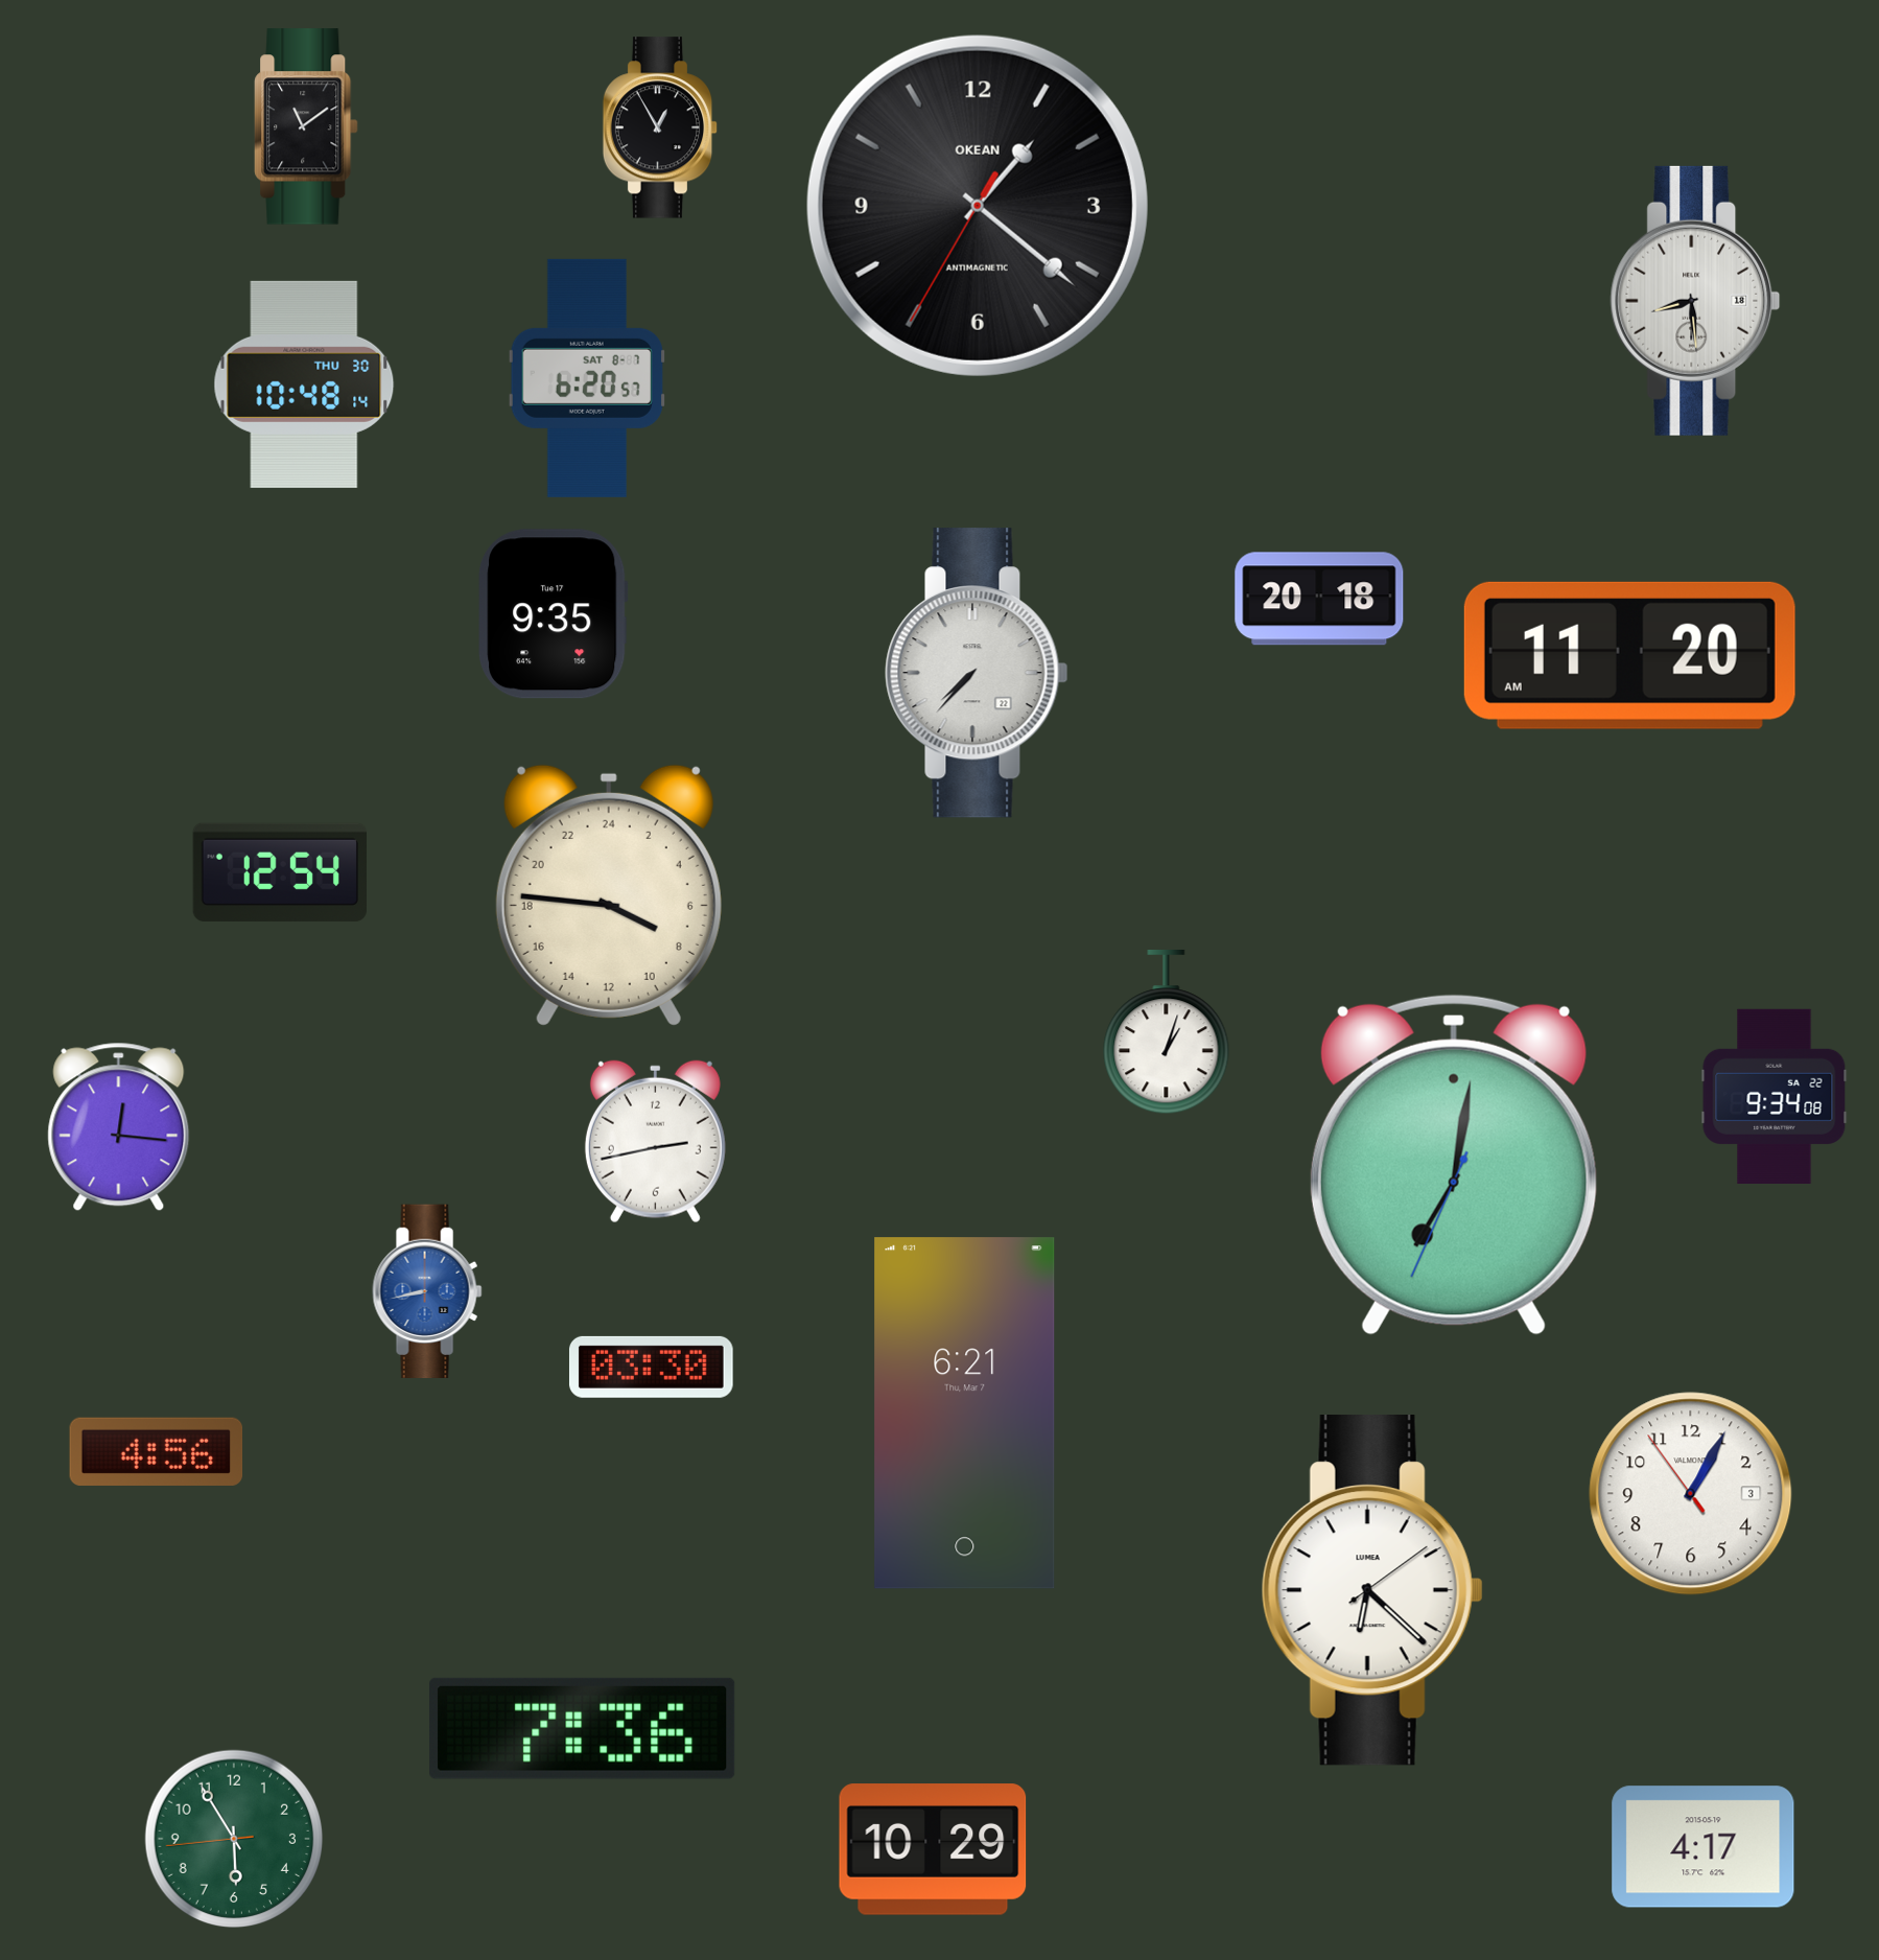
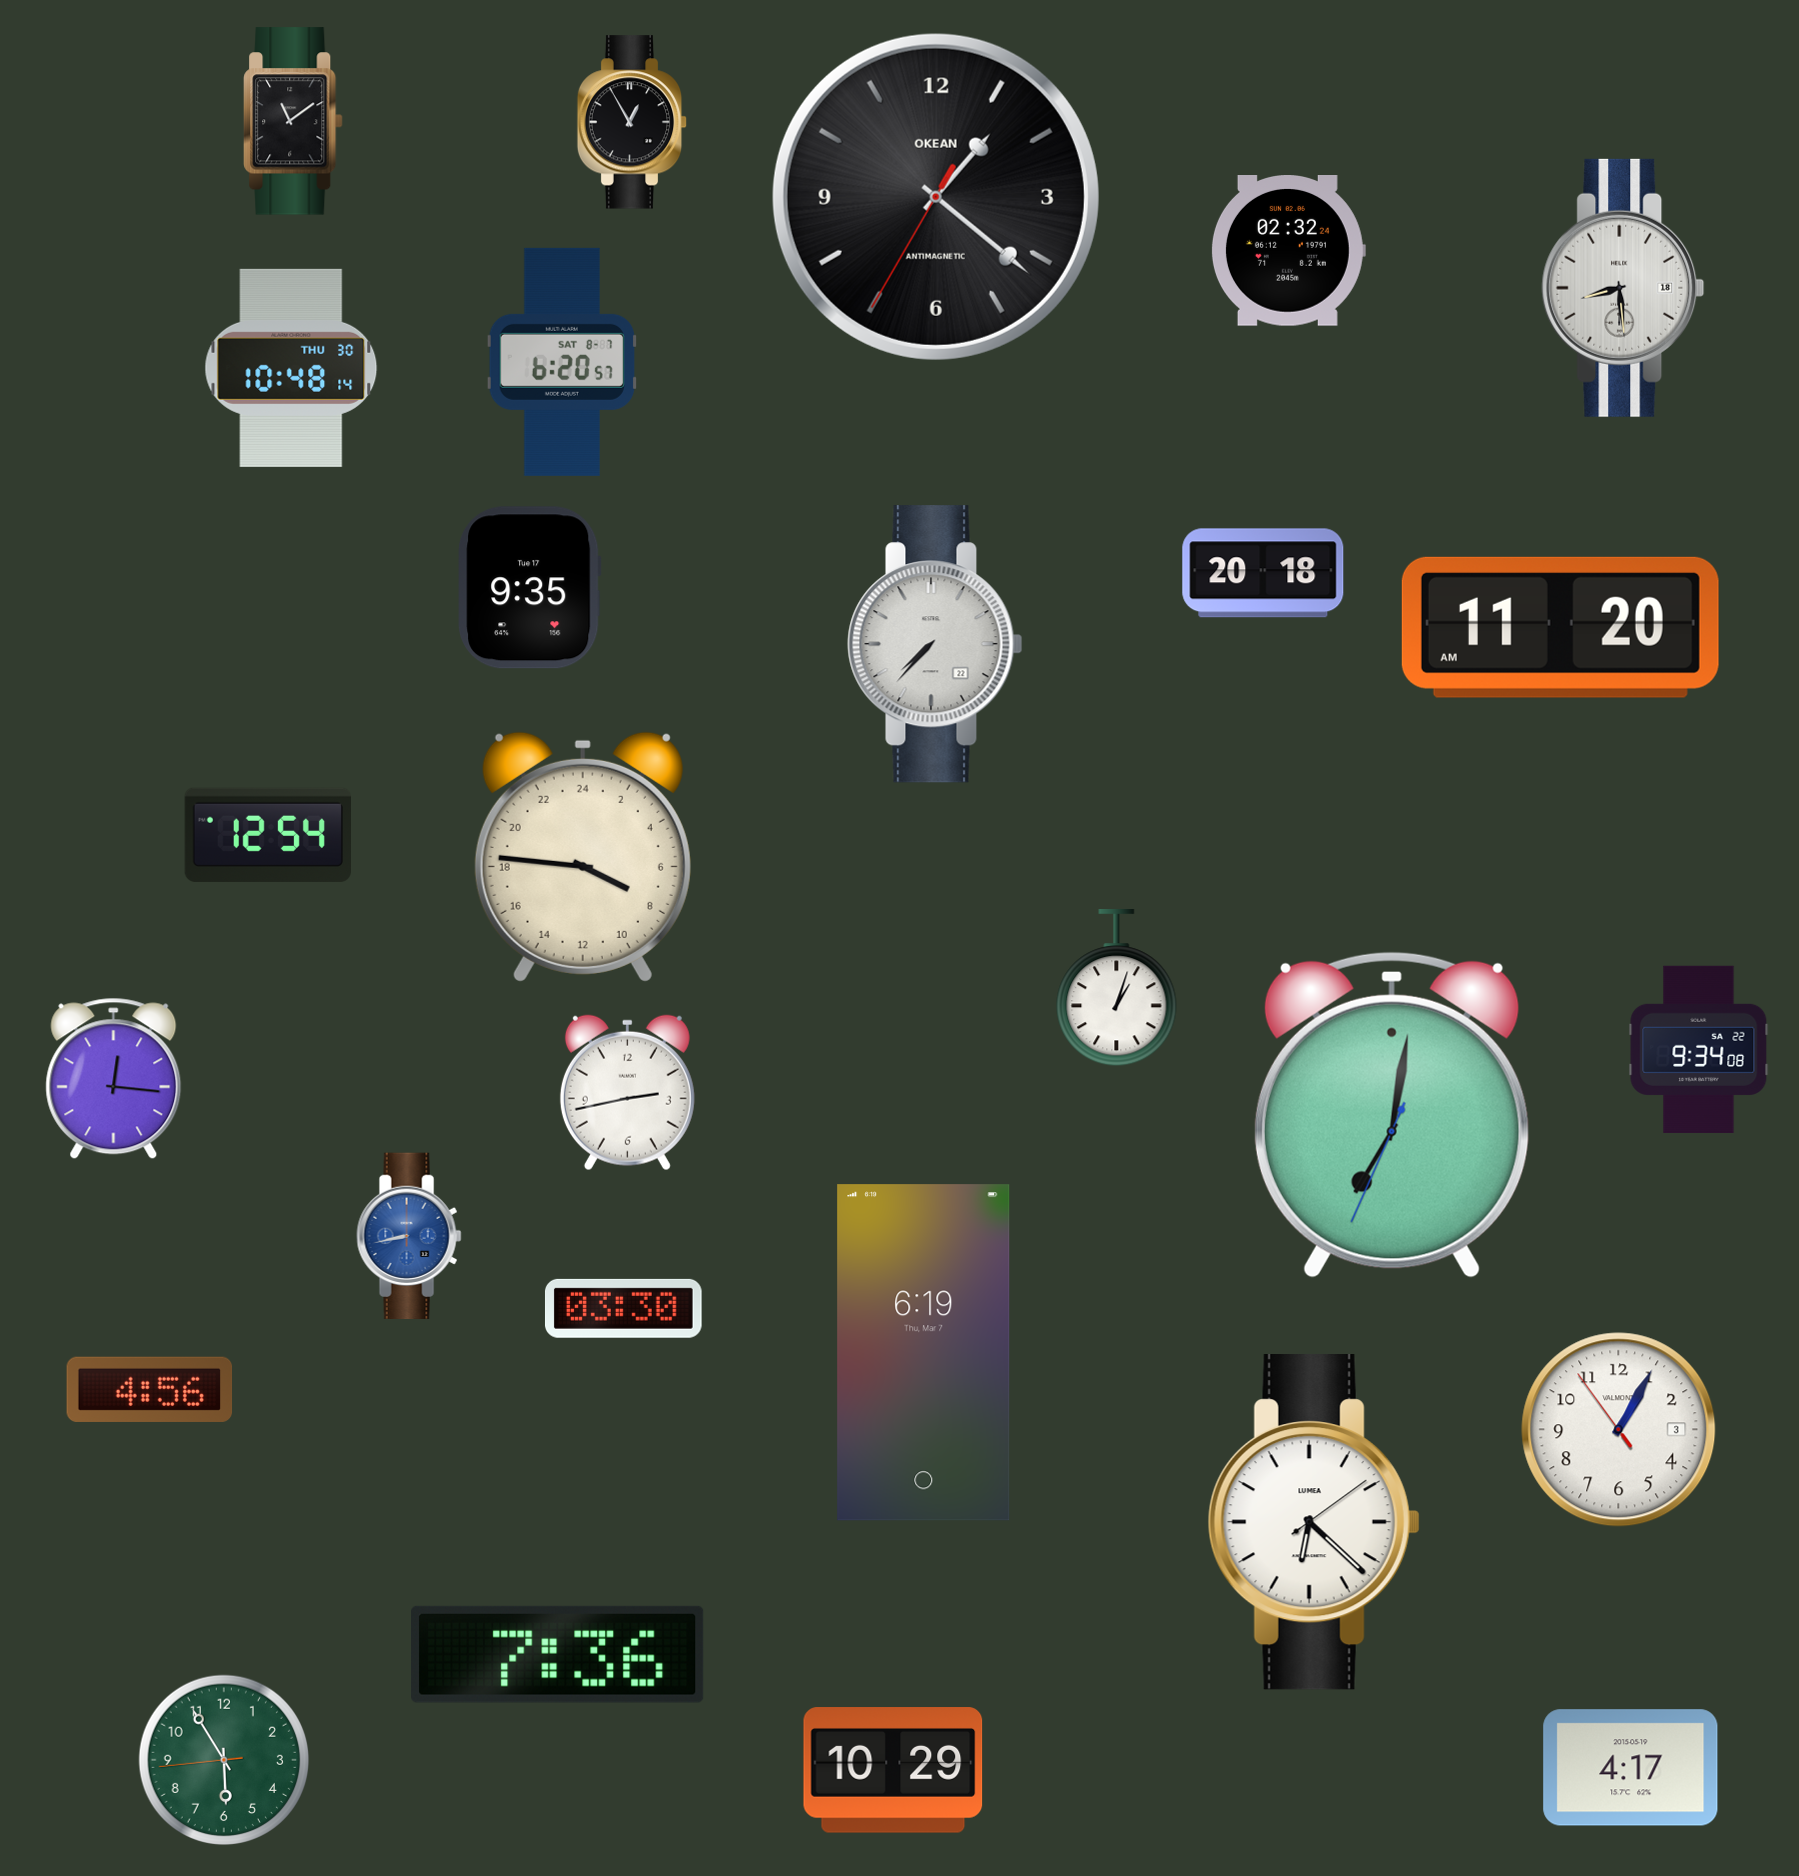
clock at (1288, 251): none -> 02:32
clock at (965, 1414): 6:21 -> 6:19
